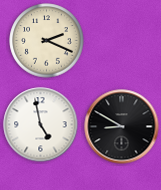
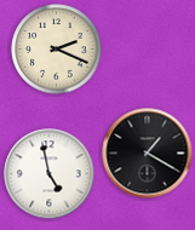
clock at (41, 125) position: (41, 125) -> (50, 174)
clock at (122, 127): 8:50 -> 1:20
